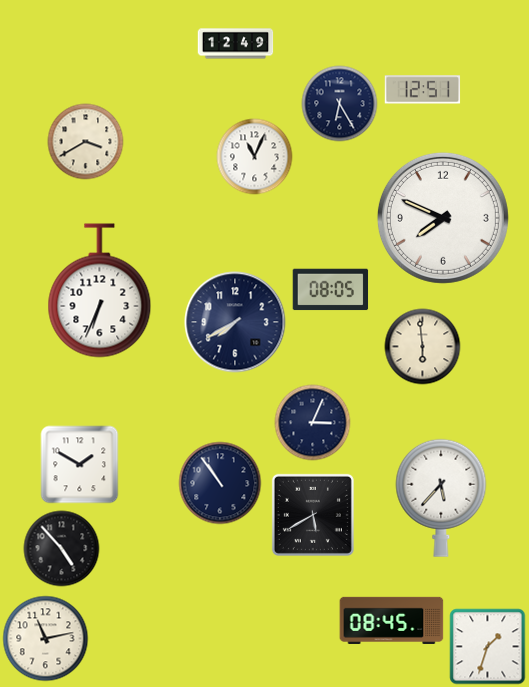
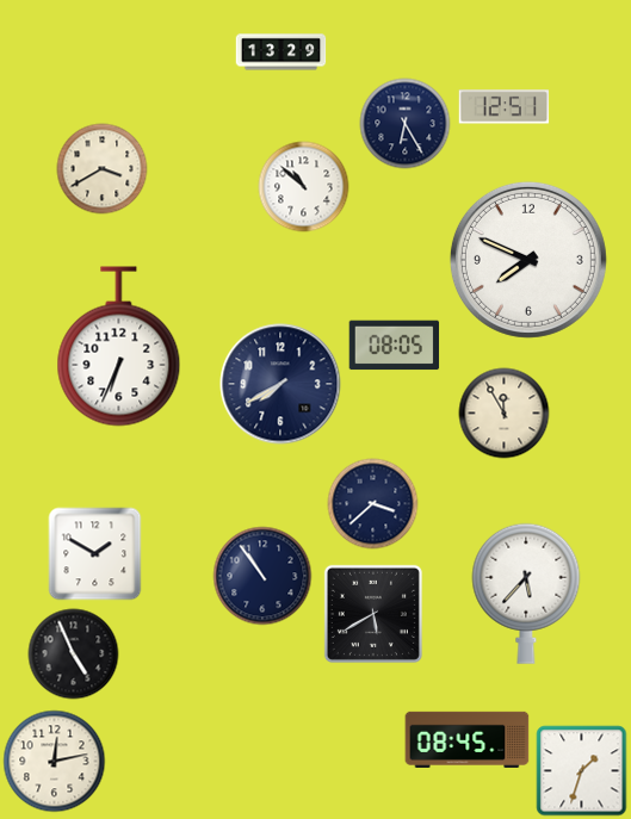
clock at (236, 44): 12:49 -> 13:29
clock at (255, 157): 11:04 -> 10:52
clock at (423, 347): 5:59 -> 11:55
clock at (313, 423): 3:04 -> 3:38
clock at (62, 549): 4:53 -> 4:56
clock at (46, 639): 11:13 -> 12:13
